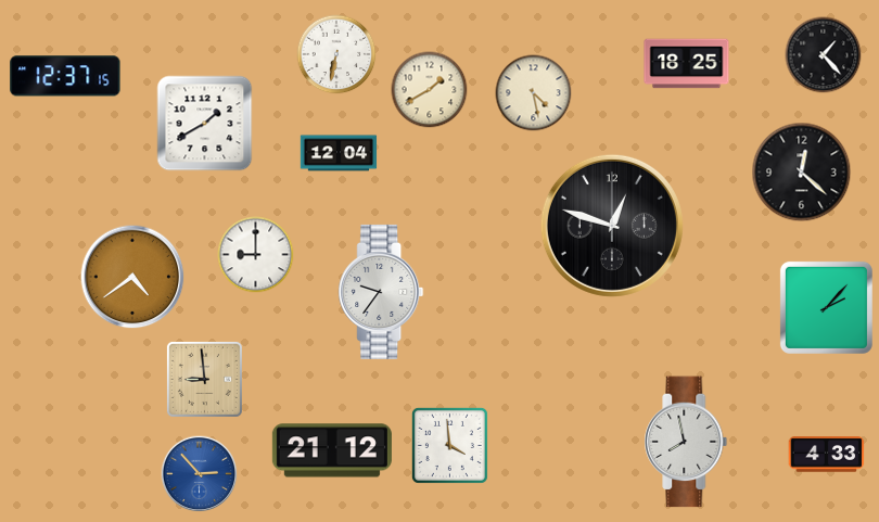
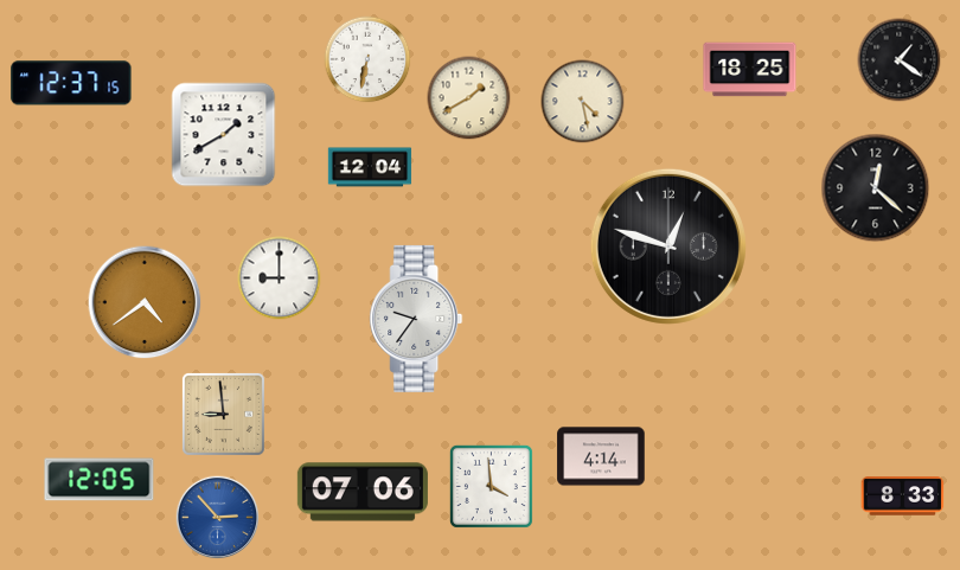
clock at (824, 55): 1:23 -> 1:21
clock at (826, 307): 2:07 -> none
clock at (601, 456): none -> 4:14
clock at (100, 480): none -> 12:05
clock at (686, 442): 7:58 -> none
clock at (332, 450): 21:12 -> 07:06
clock at (827, 455): 4:33 -> 8:33
